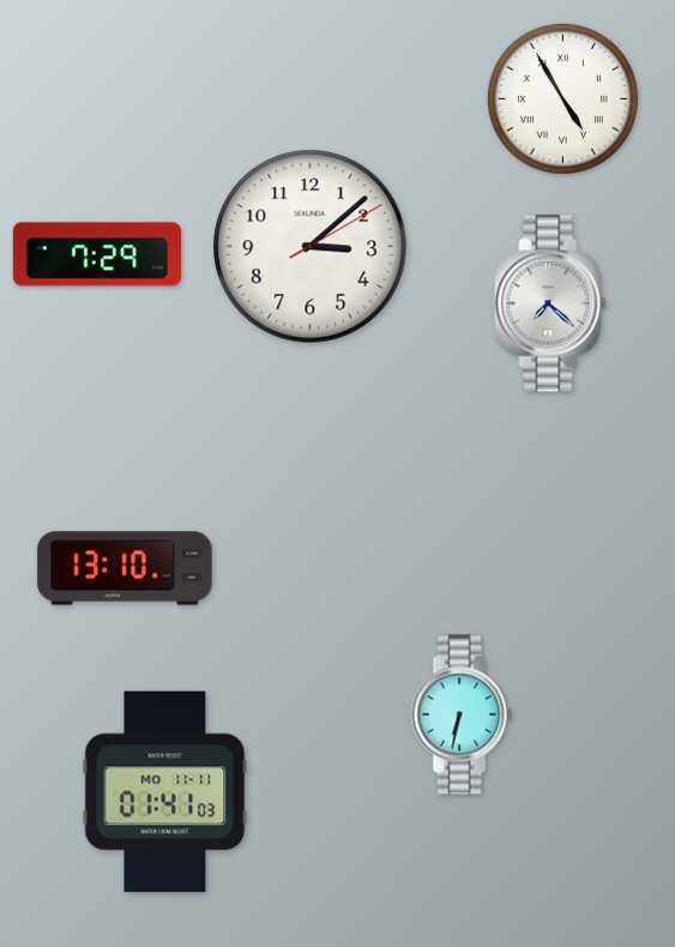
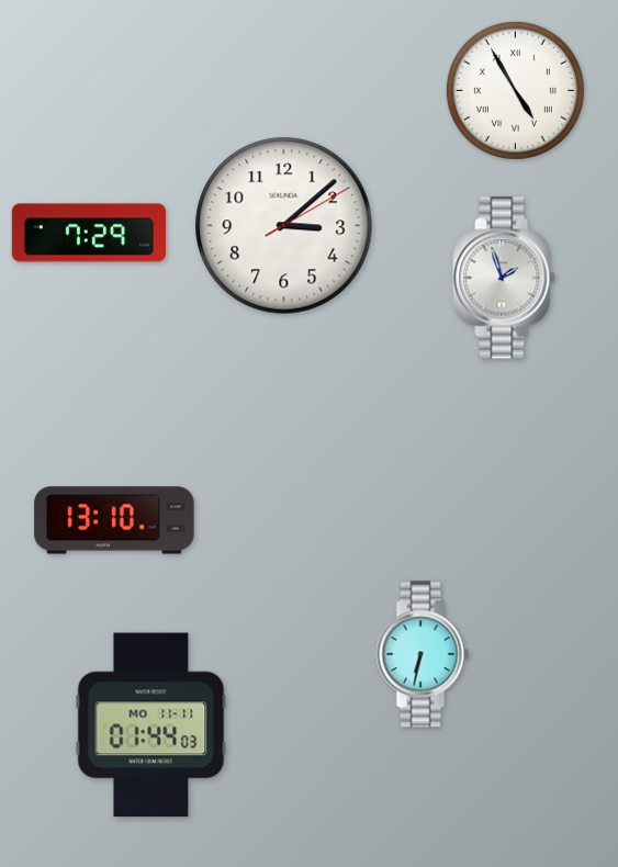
clock at (550, 303): 7:22 -> 1:57
clock at (165, 792): 01:41 -> 01:44
